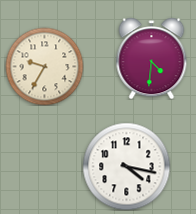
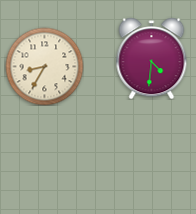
clock at (44, 66): 9:35 -> 8:35
clock at (126, 166): 4:17 -> none
